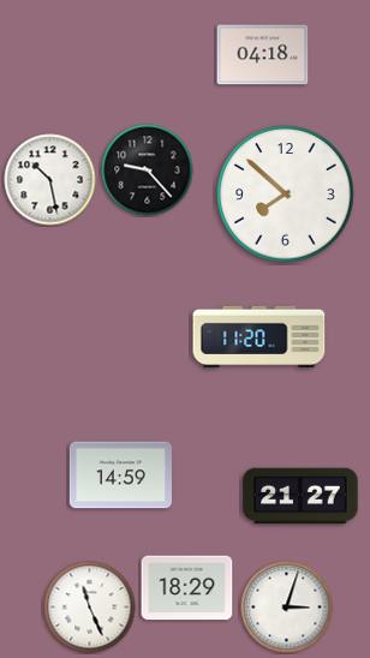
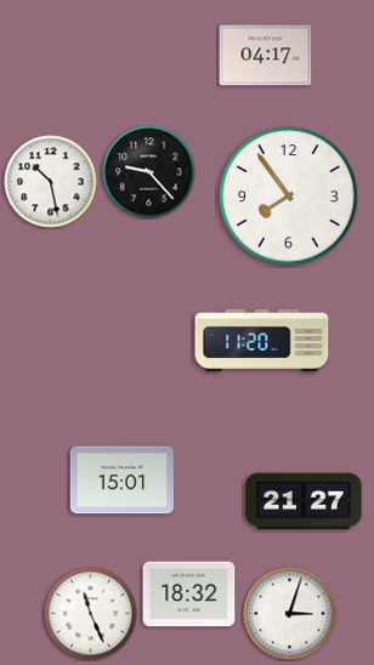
clock at (263, 55): 04:18 -> 04:17
clock at (286, 195): 7:52 -> 7:54
clock at (120, 475): 14:59 -> 15:01
clock at (187, 588): 18:29 -> 18:32
